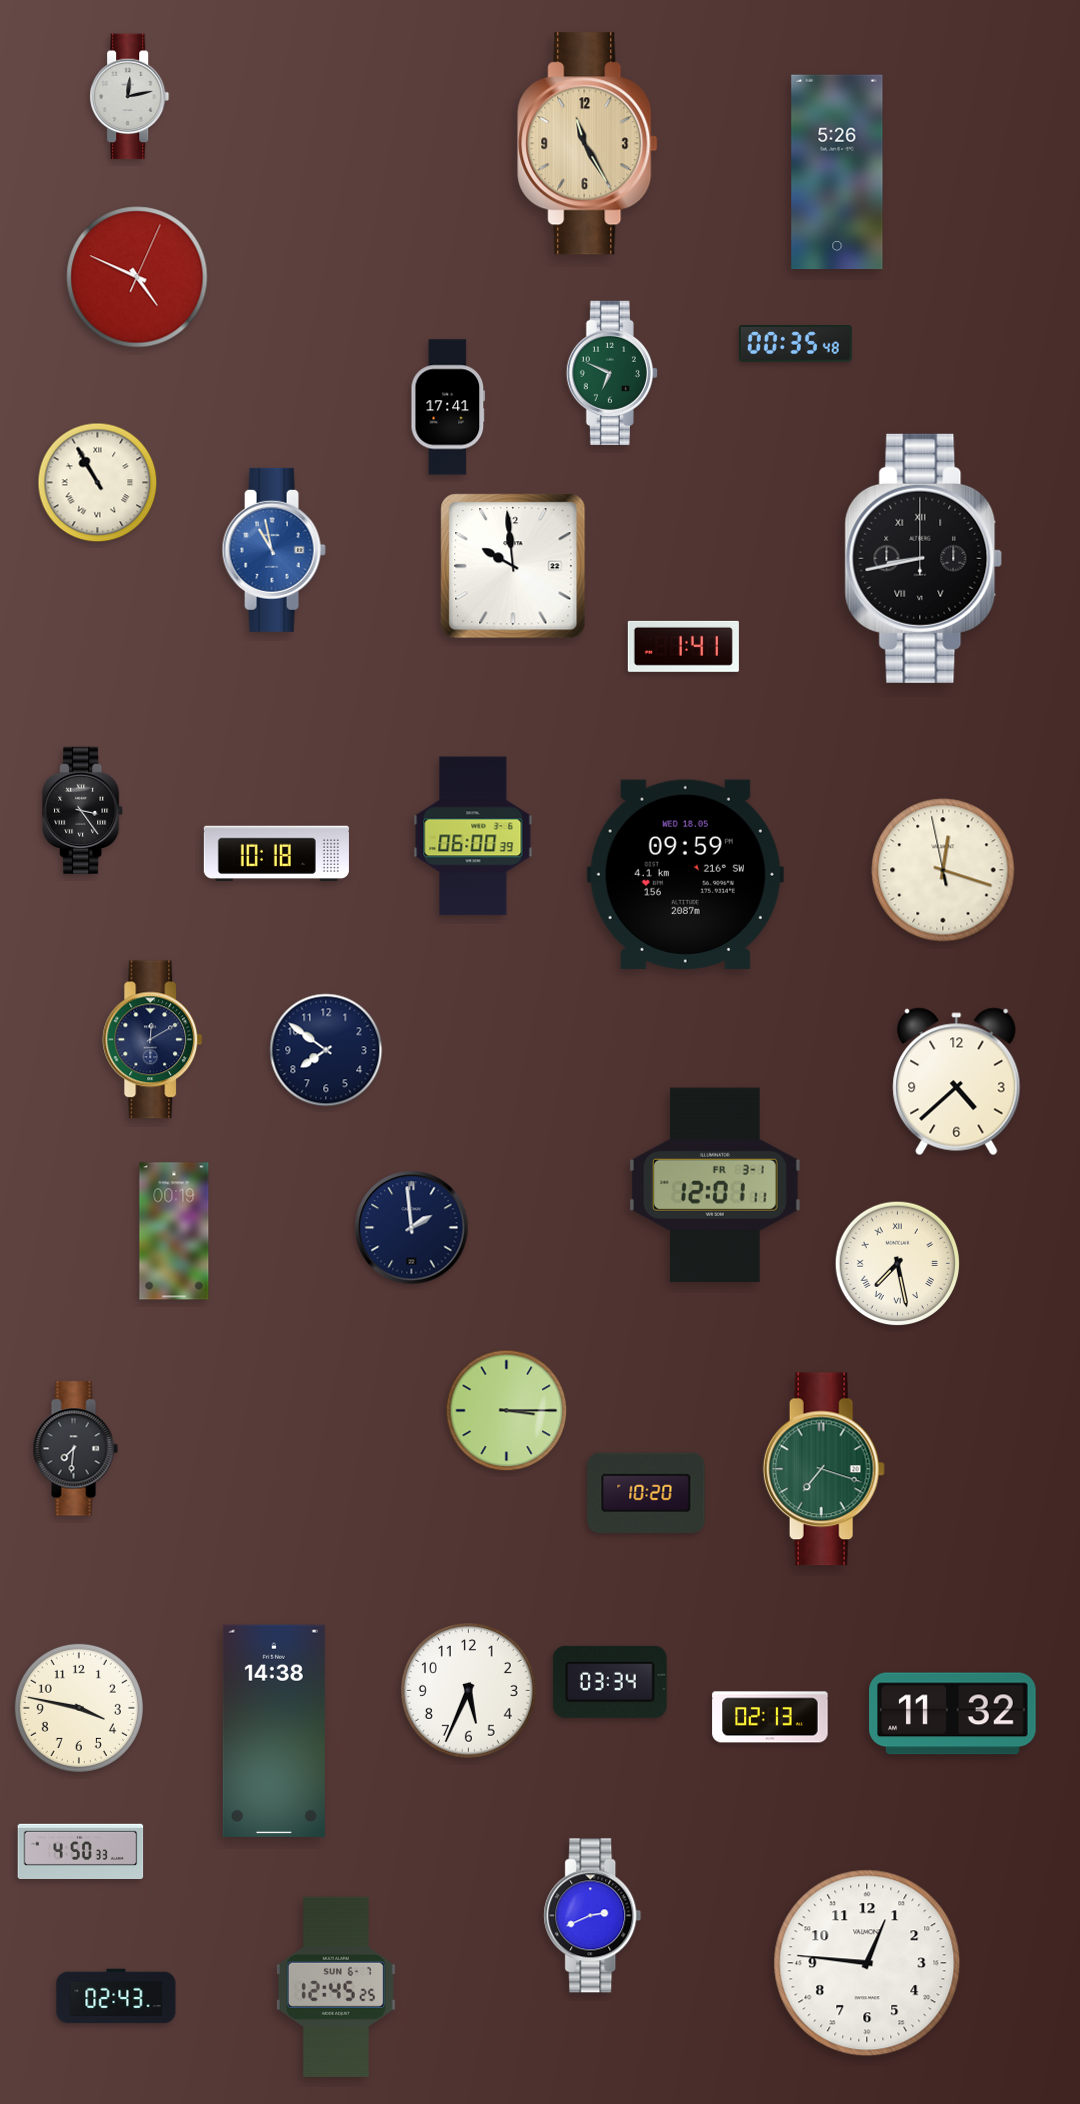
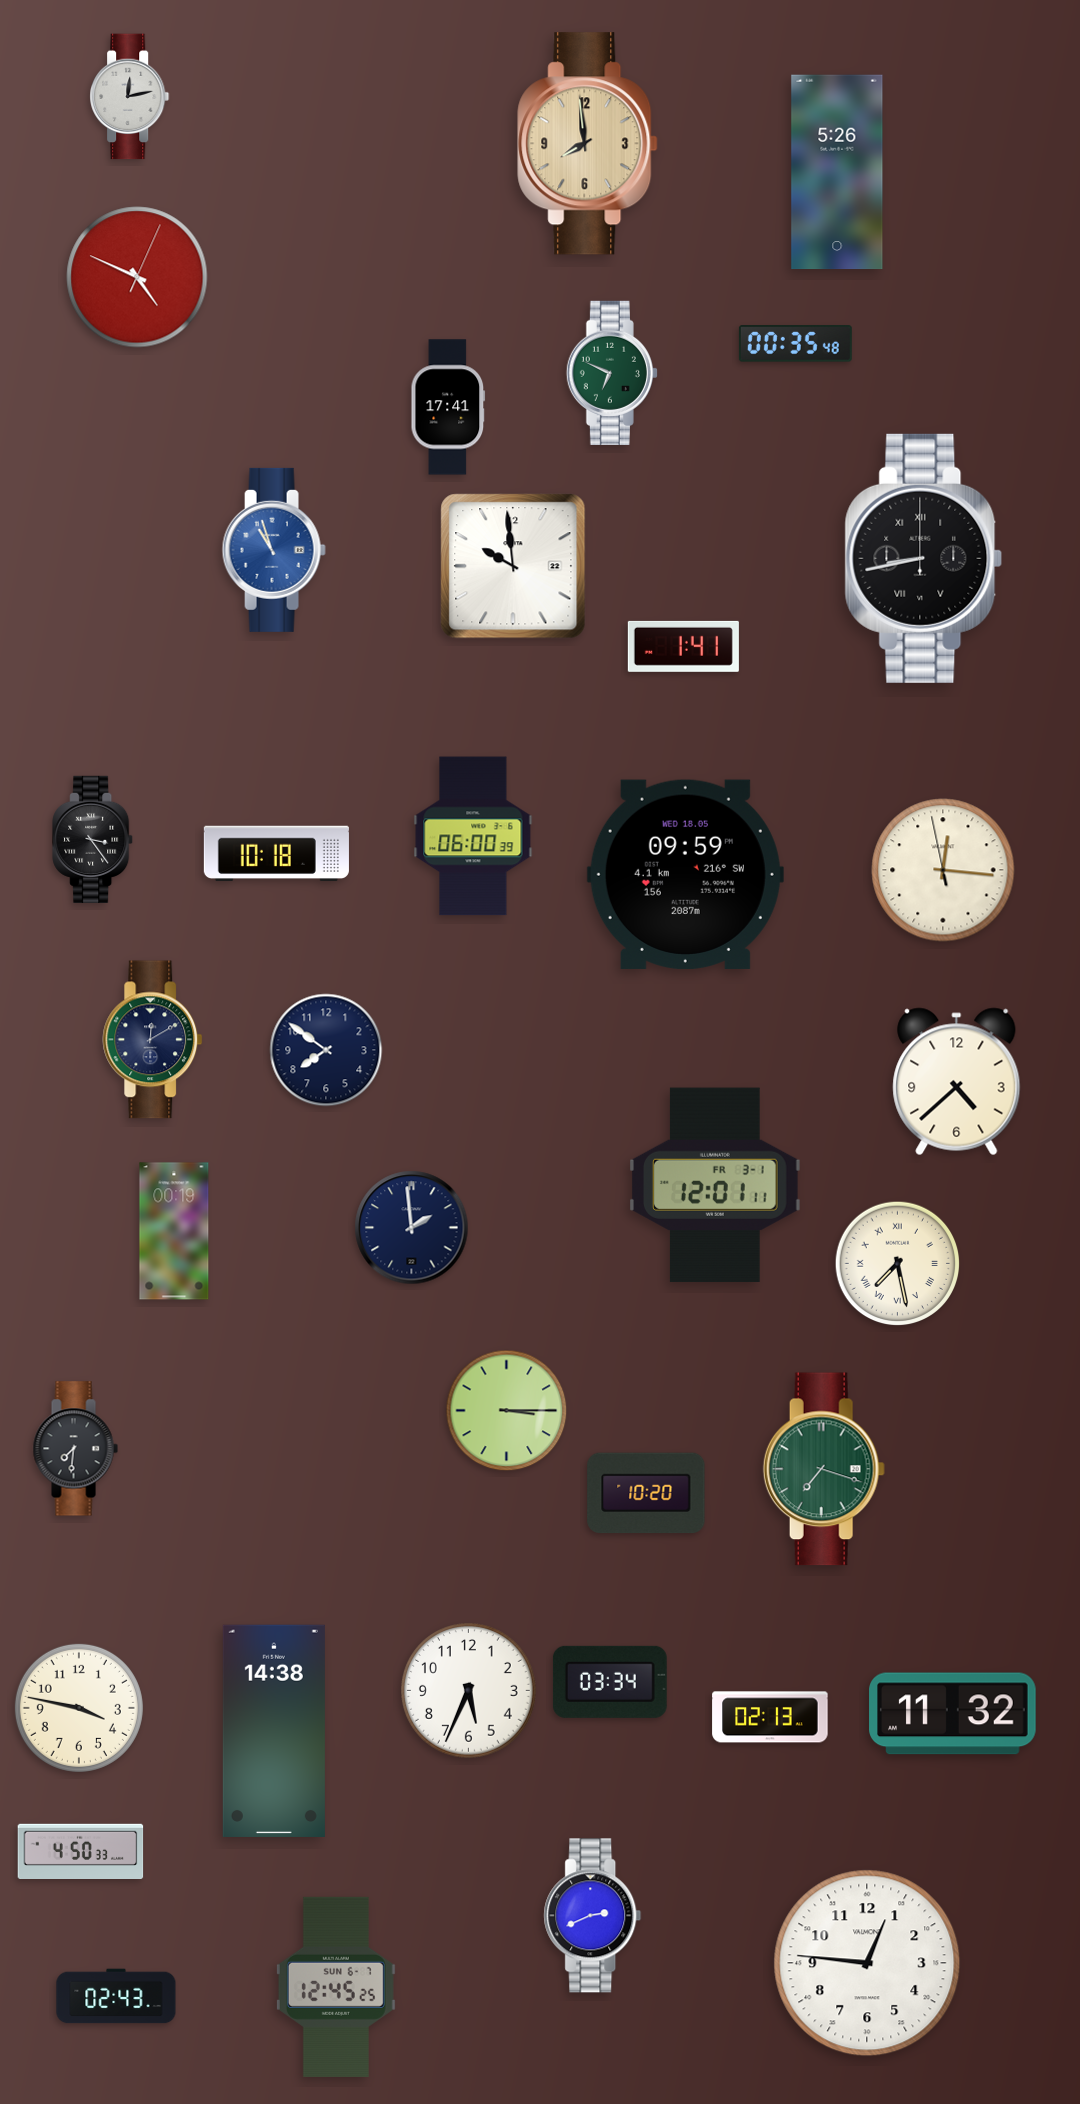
clock at (588, 144): 11:25 -> 7:59
clock at (98, 483): 10:55 -> none
clock at (274, 550): 10:58 -> 10:57
clock at (83, 810) position: (83, 810) -> (93, 839)
clock at (943, 870): 12:17 -> 12:15
